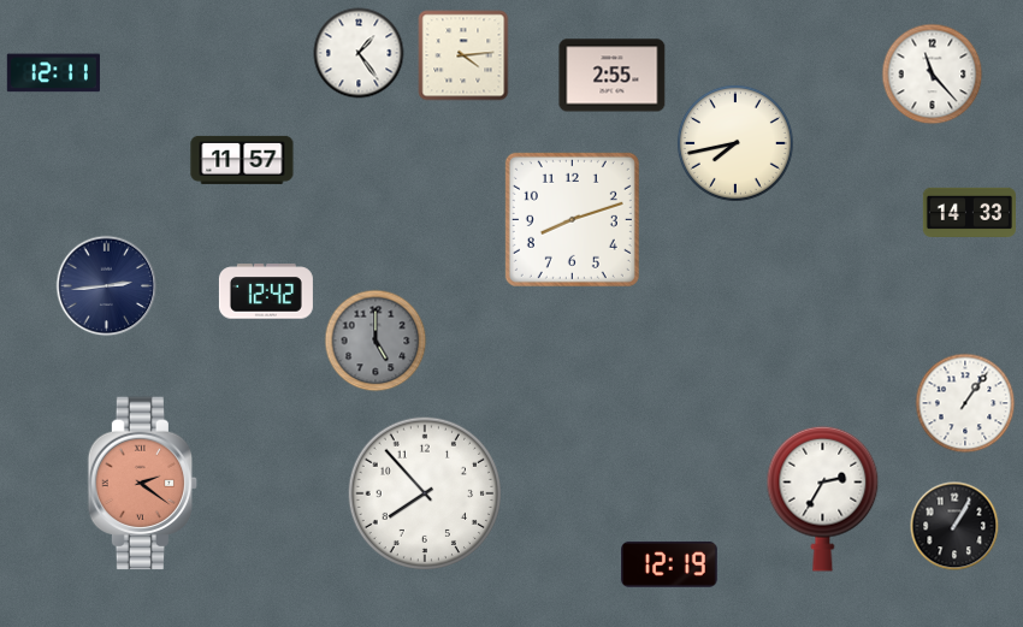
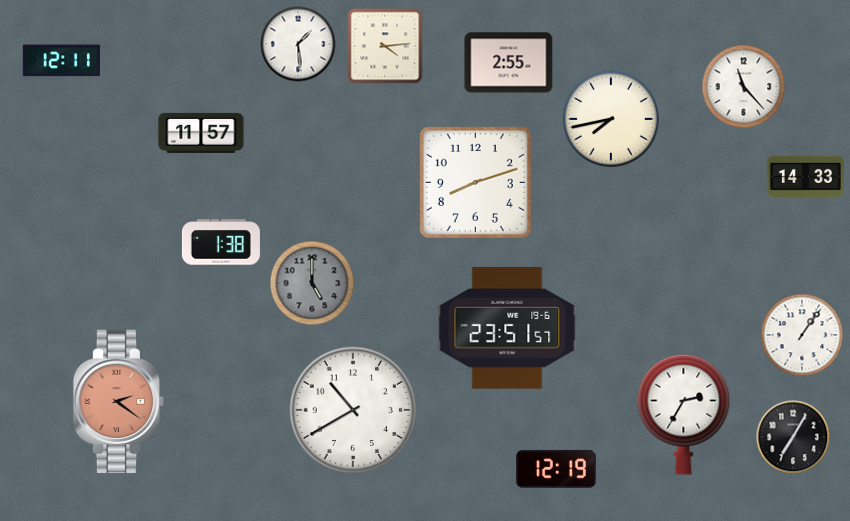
clock at (359, 53): 1:24 -> 1:29
clock at (53, 73) position: (53, 73) -> (61, 61)
clock at (933, 75) position: (933, 75) -> (744, 87)
clock at (107, 286): 2:44 -> none
clock at (266, 291): 12:42 -> 1:38
clock at (507, 329): none -> 23:51
clock at (424, 492): 7:53 -> 10:40
clock at (954, 526): 1:05 -> 7:05
